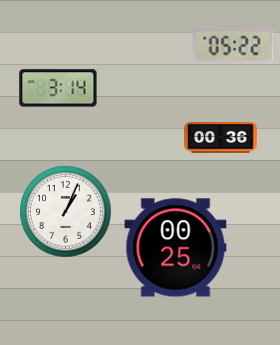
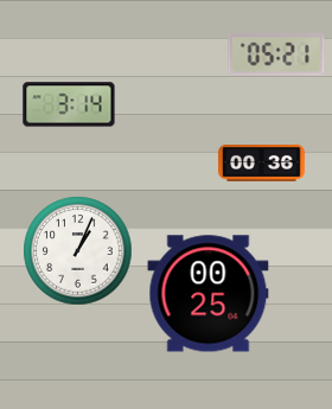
clock at (233, 46): 05:22 -> 05:21
